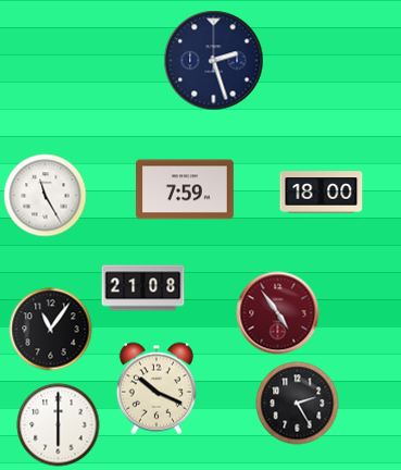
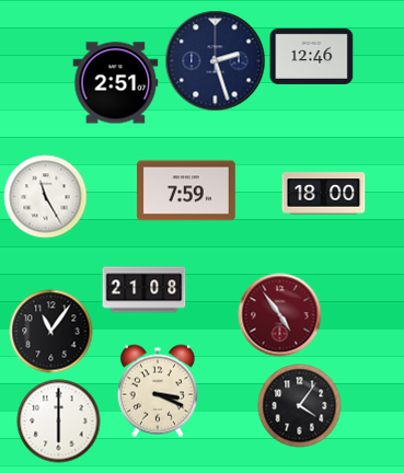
clock at (312, 56): none -> 12:46
clock at (116, 83): none -> 2:51
clock at (156, 388): 10:19 -> 3:19
clock at (298, 404): 2:25 -> 4:06
clock at (59, 425) position: (59, 425) -> (59, 422)
